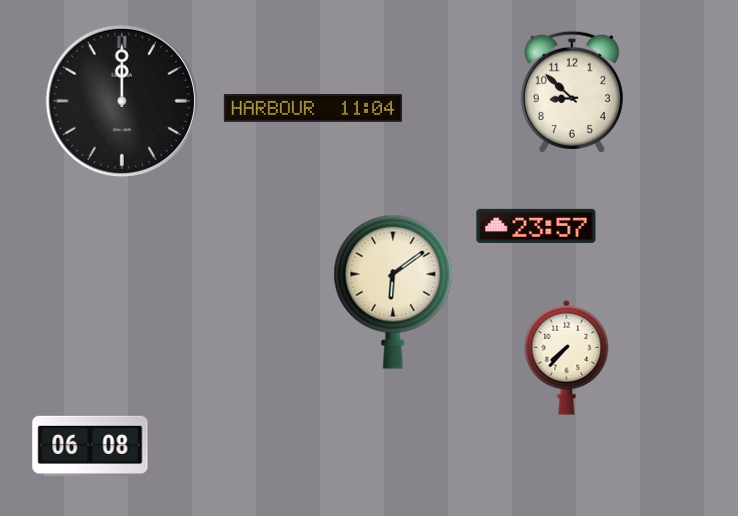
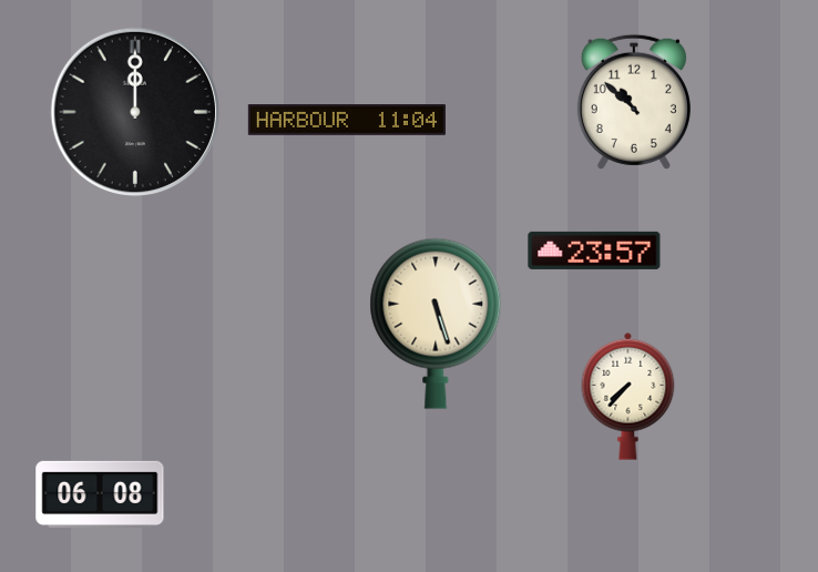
clock at (572, 92): 8:52 -> 10:52
clock at (393, 292): 6:09 -> 5:27
